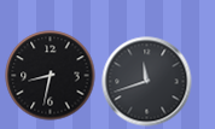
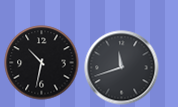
clock at (51, 76): 8:32 -> 10:32
